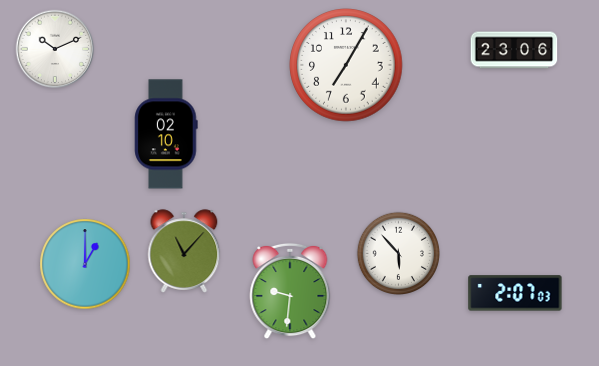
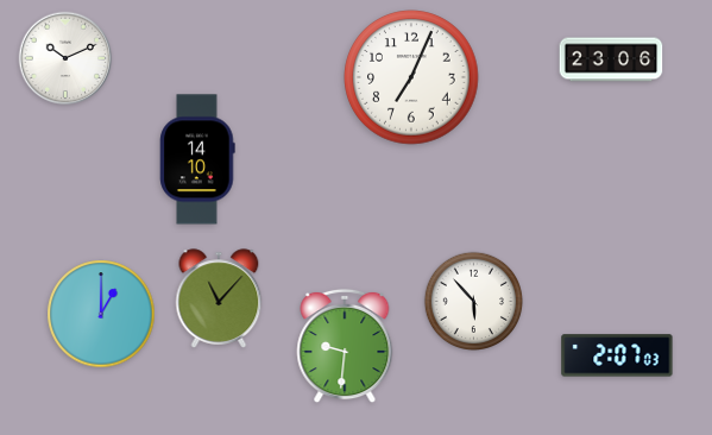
clock at (346, 65): 7:05 -> 7:04
clock at (166, 134): 02:10 -> 14:10
clock at (515, 293) position: (515, 293) -> (617, 355)
